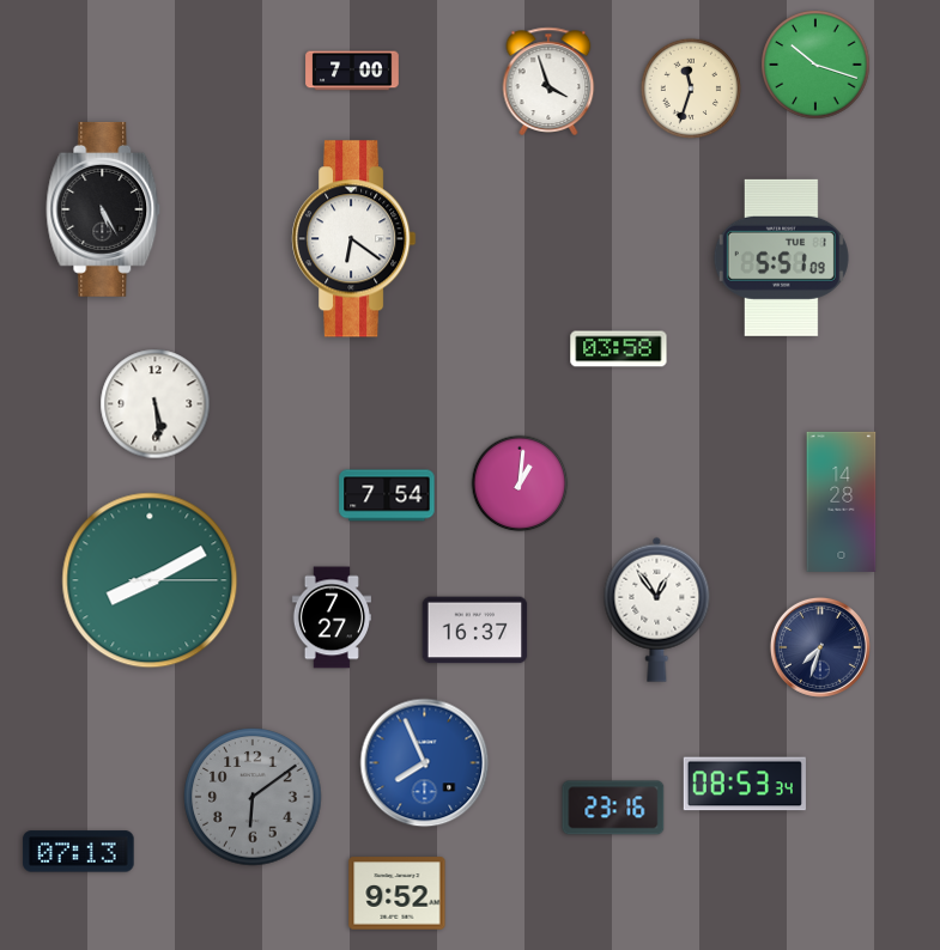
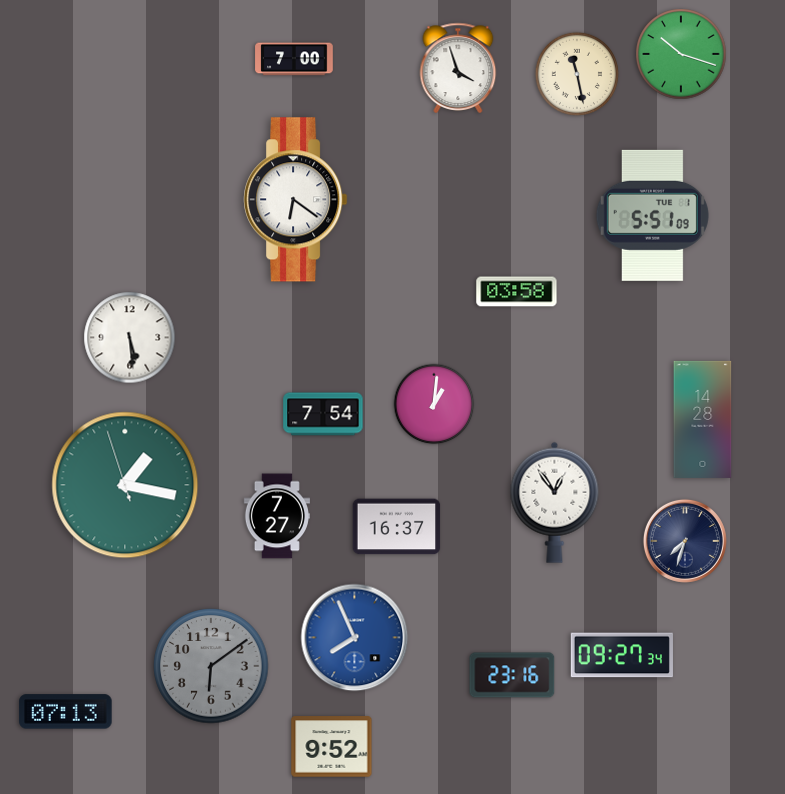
clock at (691, 89): 11:33 -> 11:28
clock at (103, 209): 5:25 -> none
clock at (150, 580): 8:10 -> 1:16
clock at (657, 609) position: (657, 609) -> (555, 502)
clock at (745, 784): 08:53 -> 09:27
